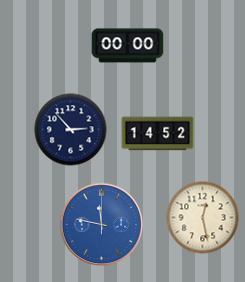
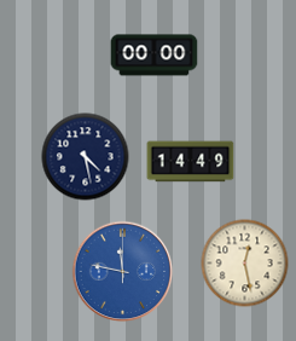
clock at (71, 130): 2:53 -> 4:28
clock at (158, 134): 14:52 -> 14:49
